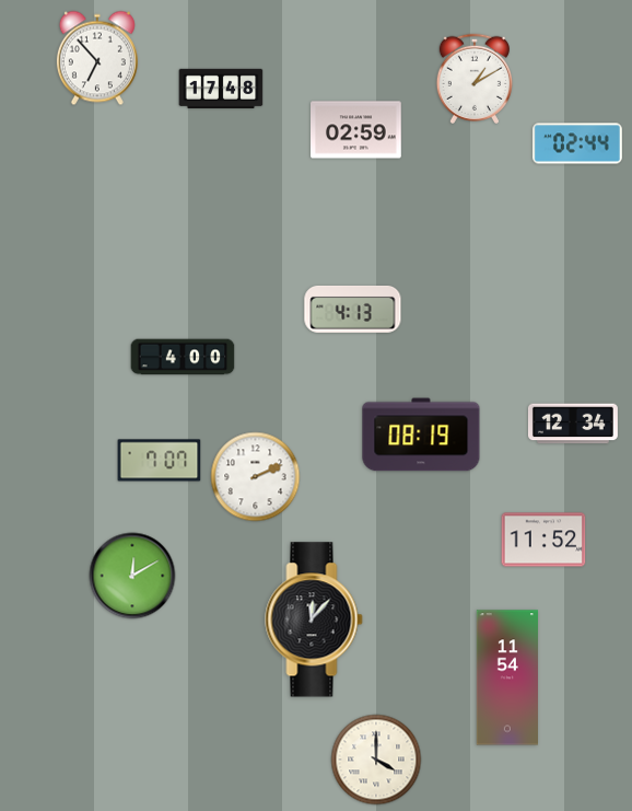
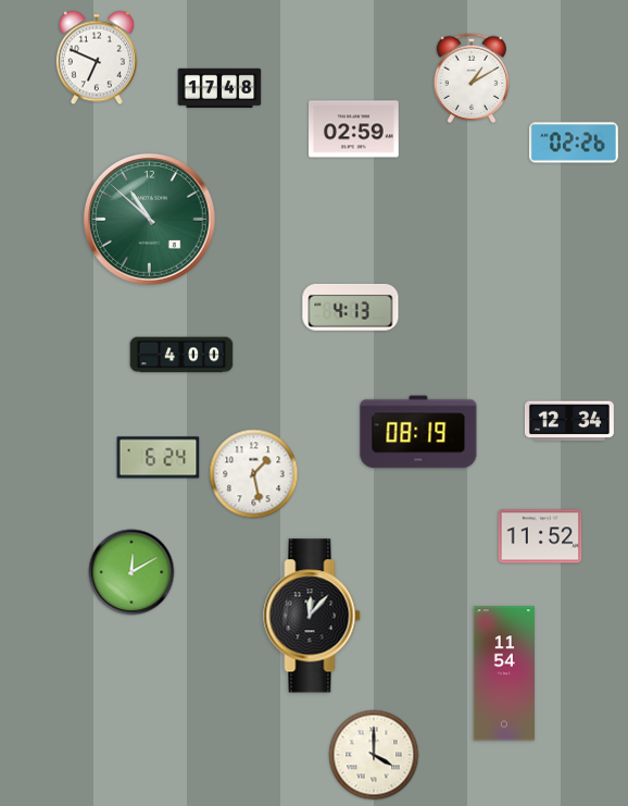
clock at (97, 58): 6:53 -> 6:49
clock at (577, 143): 02:44 -> 02:26
clock at (149, 219): none -> 10:52
clock at (160, 461): 7:07 -> 6:24
clock at (256, 477): 2:11 -> 1:28
